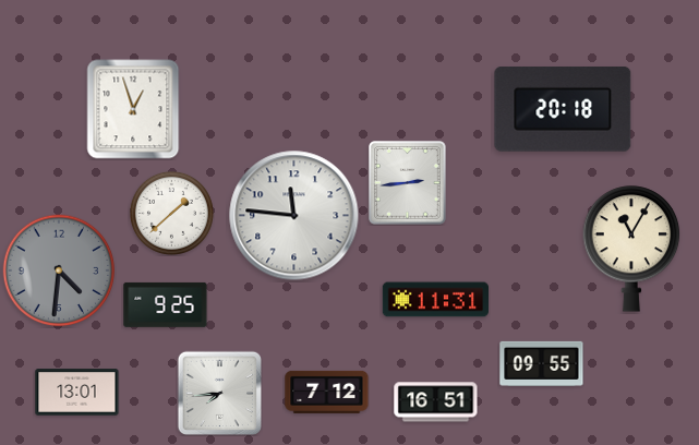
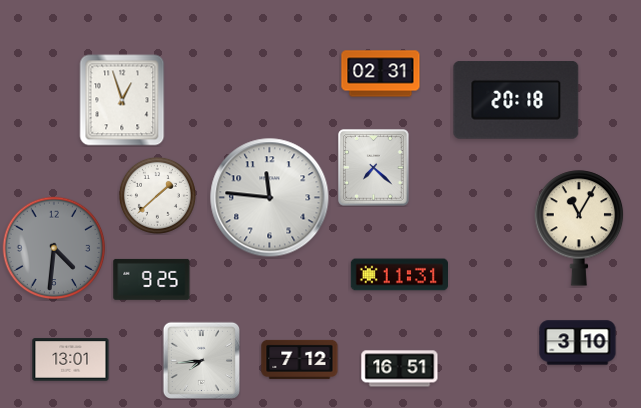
clock at (381, 74): none -> 02:31
clock at (408, 183): 2:44 -> 7:22
clock at (542, 363): 09:55 -> none
clock at (578, 343): none -> 3:10
